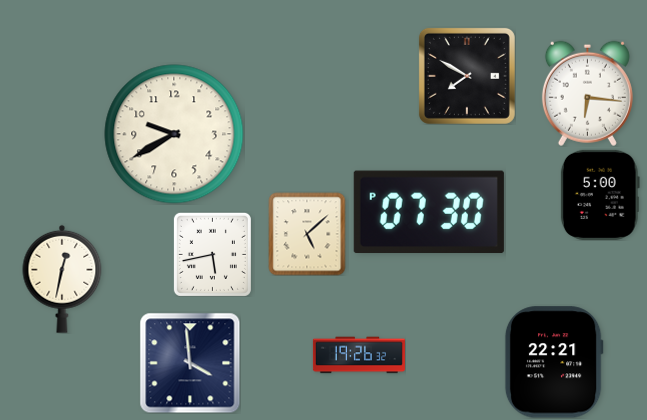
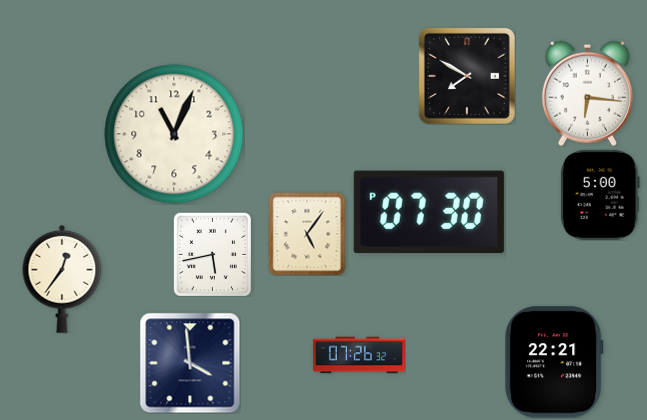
clock at (174, 134): 9:40 -> 11:04
clock at (307, 234): 5:08 -> 5:06
clock at (62, 279): 12:32 -> 12:36
clock at (359, 355): 19:26 -> 07:26
